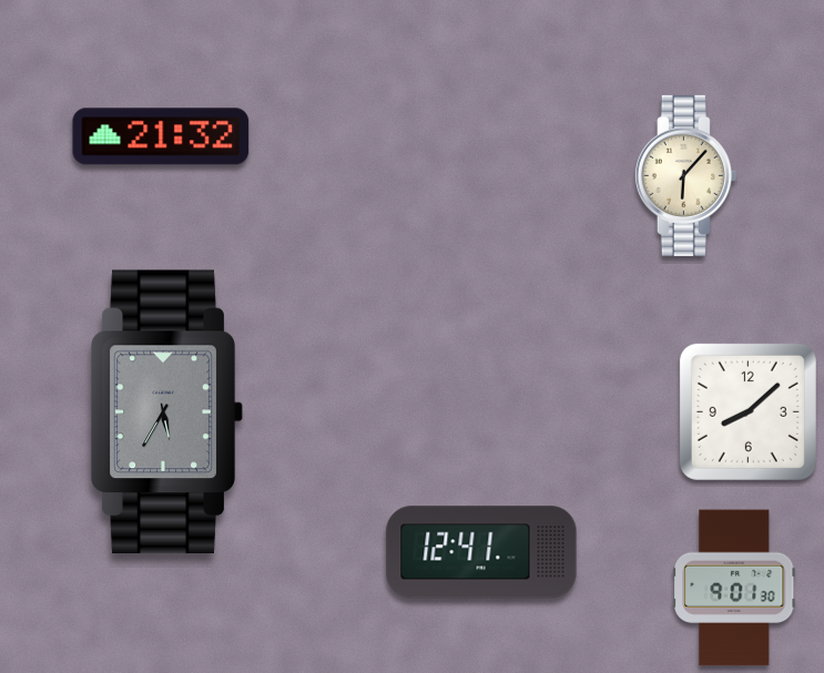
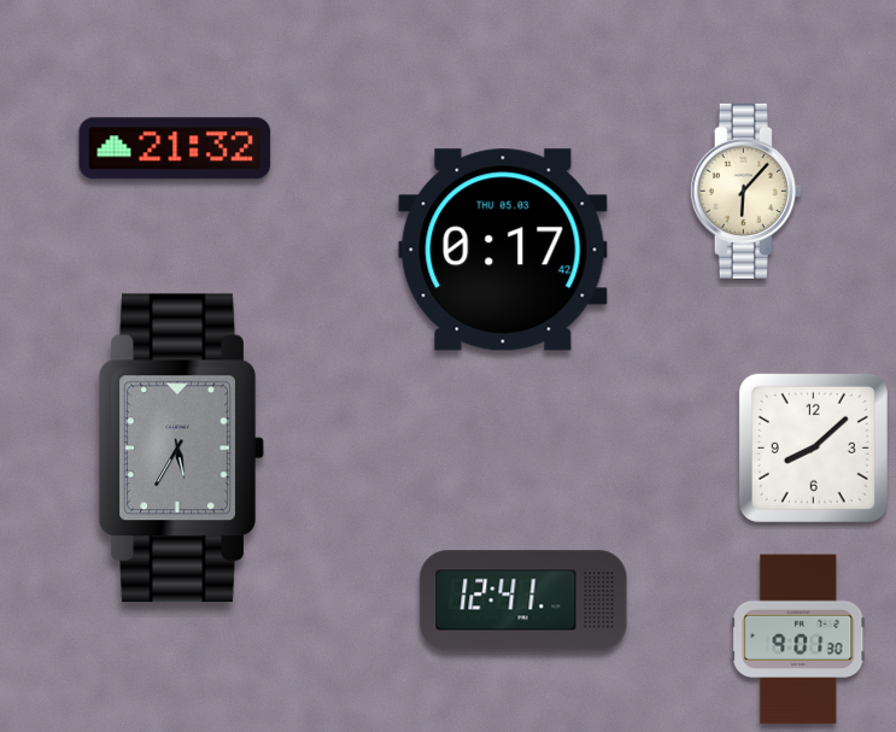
clock at (503, 250): none -> 0:17
